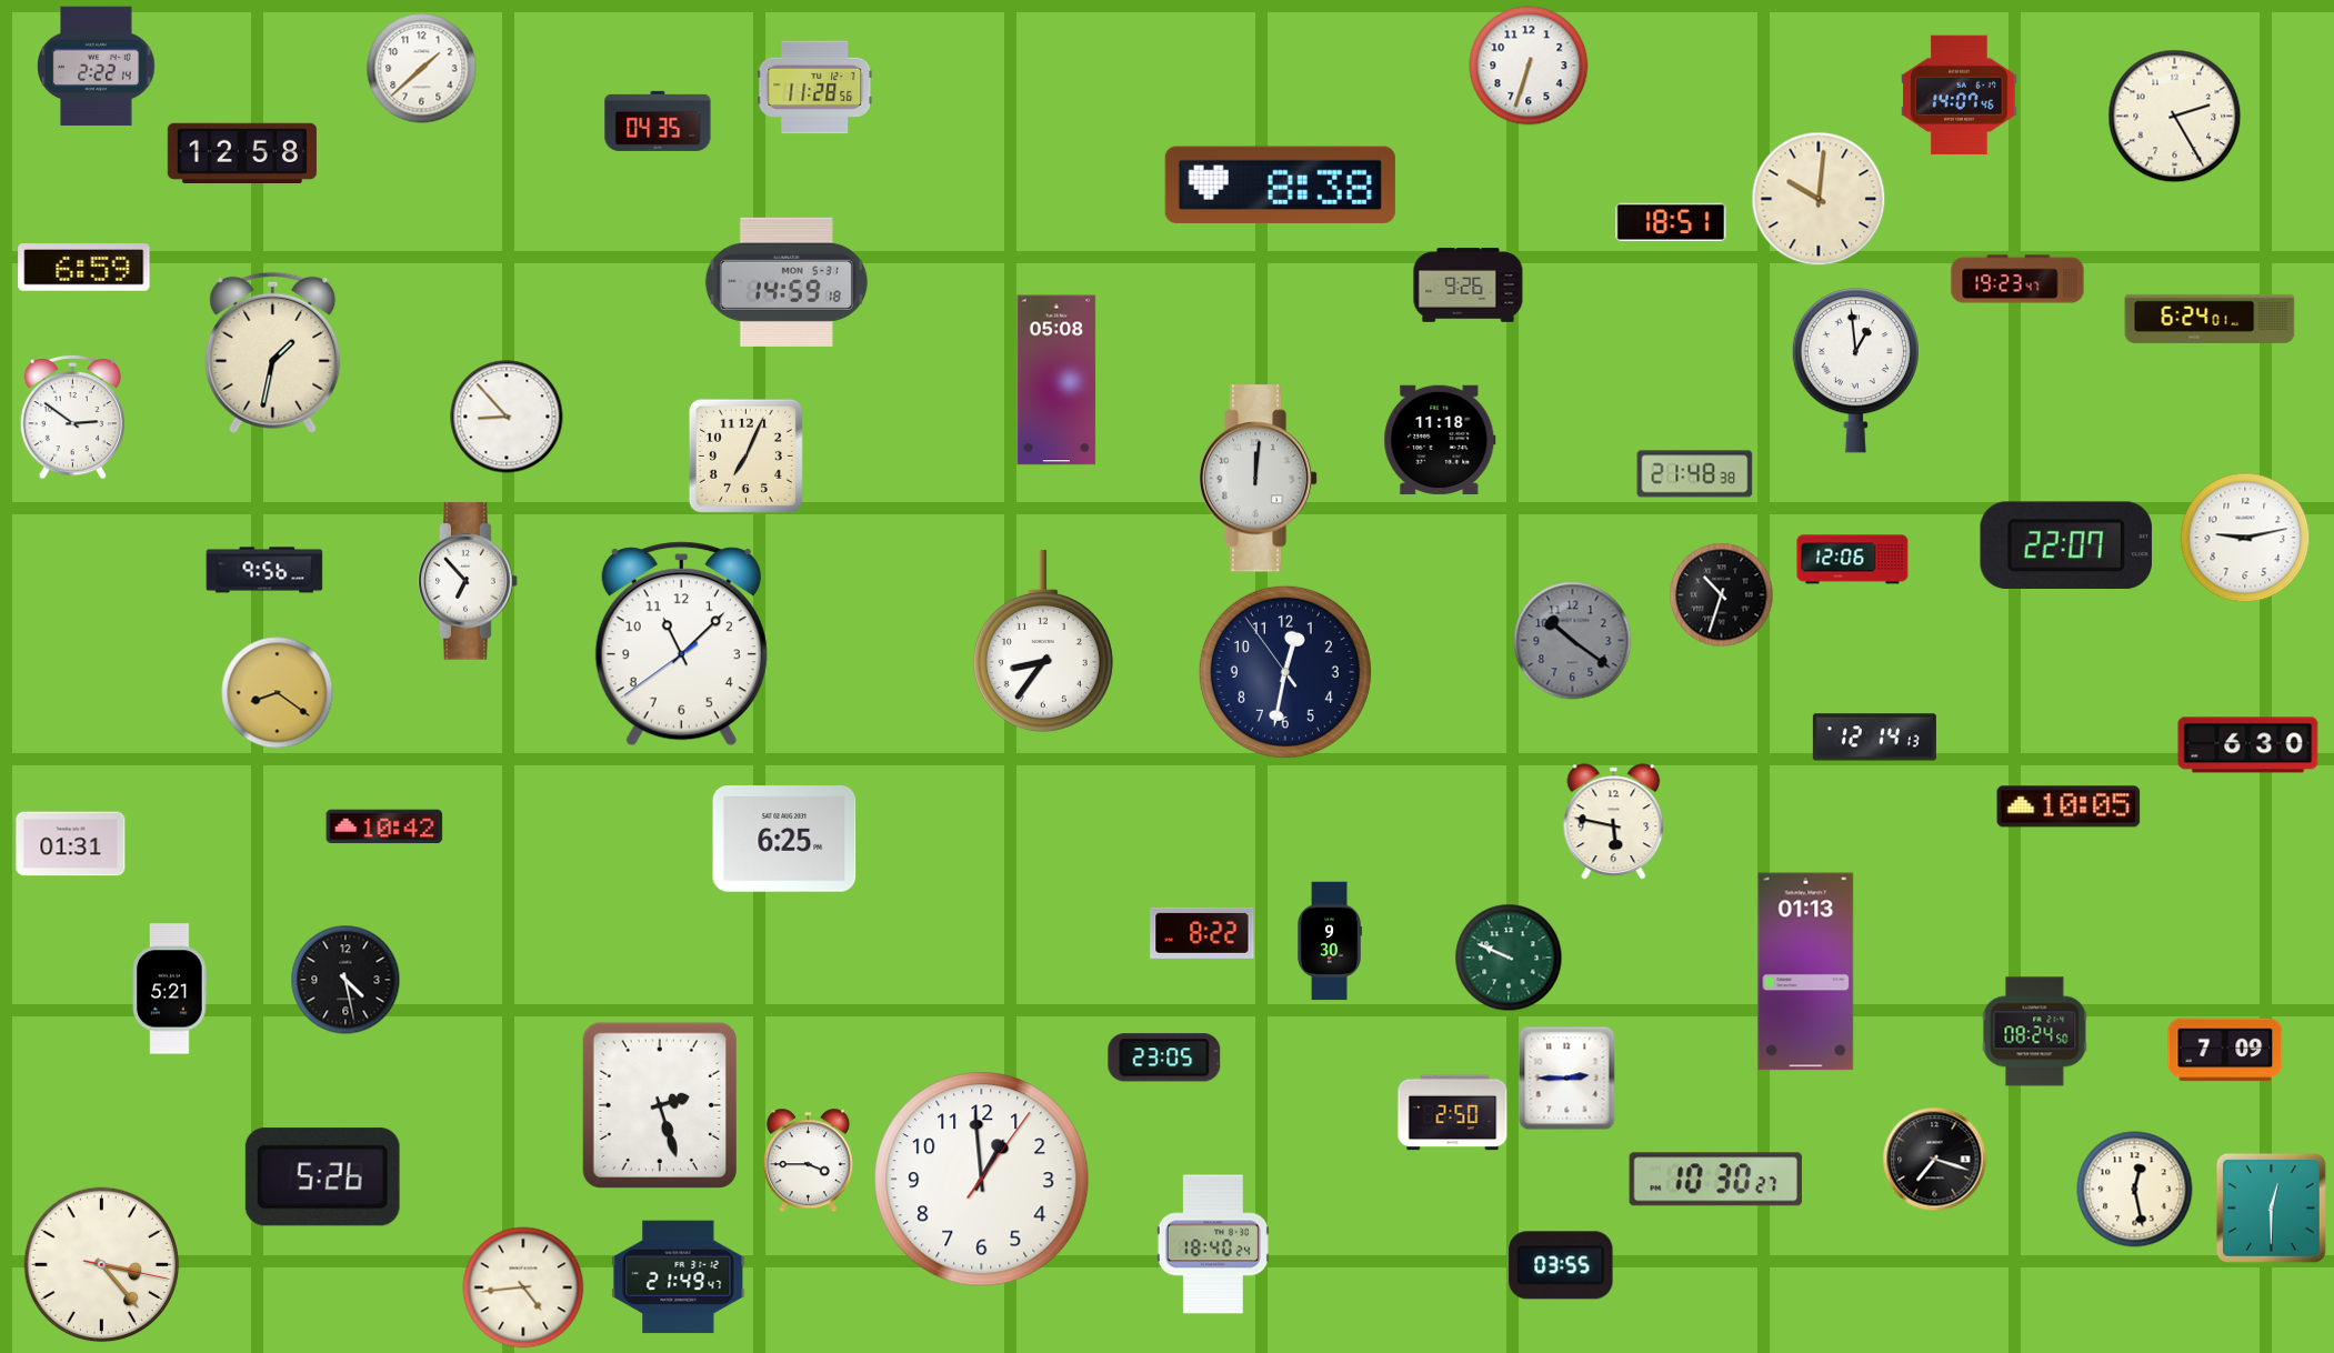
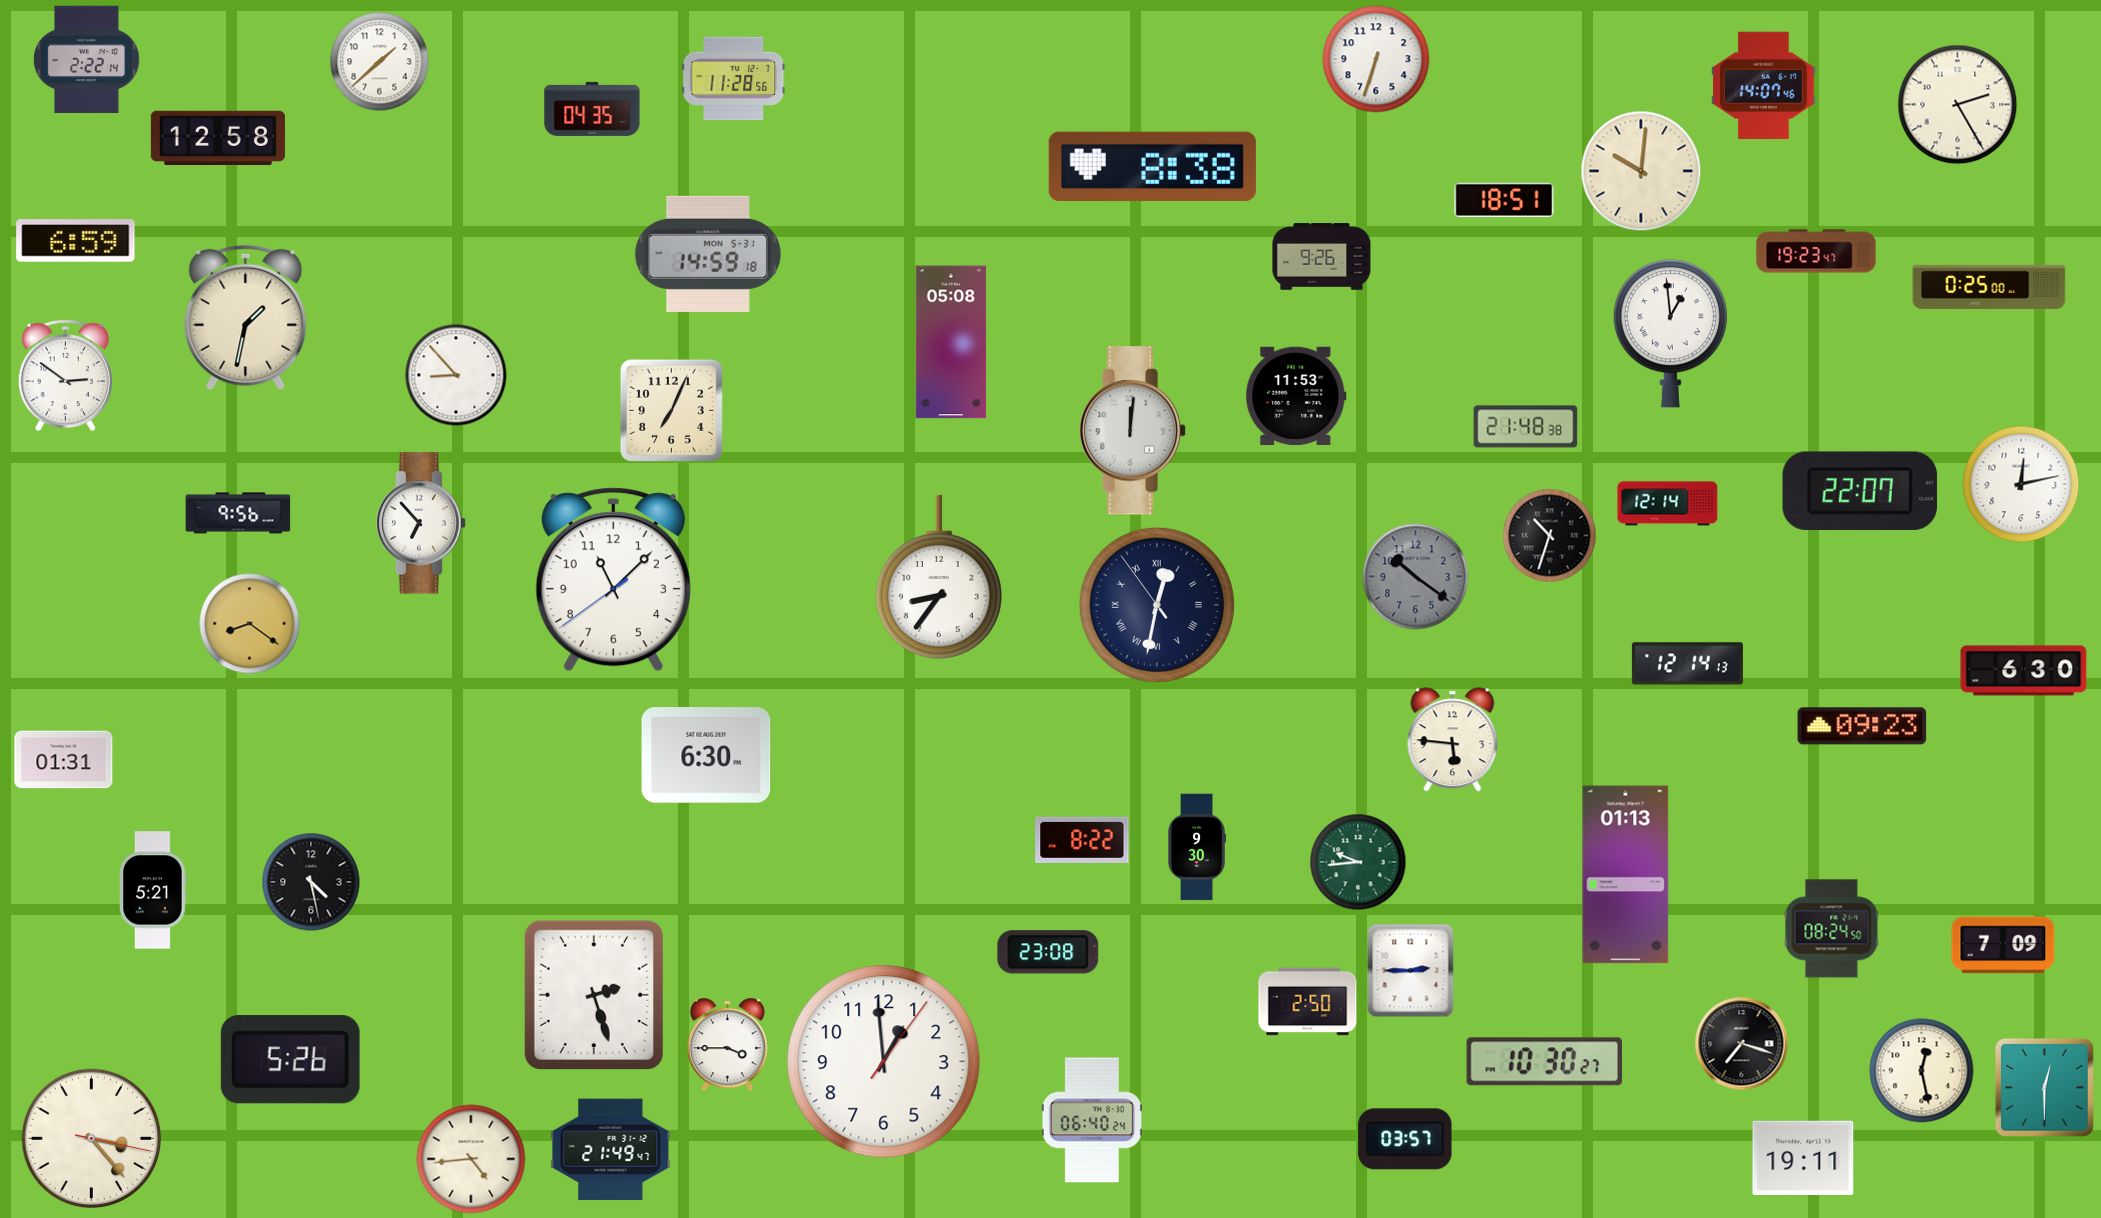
clock at (1819, 199) position: (1819, 199) -> (1641, 171)
clock at (2210, 319): 6:24 -> 0:25
clock at (1440, 440): 11:18 -> 11:53
clock at (2245, 538): 9:13 -> 12:13
clock at (1853, 560): 12:06 -> 12:14
clock at (1285, 672) numerals: Arabic -> Roman
clock at (2068, 806): 10:05 -> 09:23
clock at (1614, 822): 5:47 -> 5:46
clock at (384, 826): 10:42 -> none
clock at (784, 839): 6:25 -> 6:30
clock at (1509, 958): 9:49 -> 9:44
clock at (1164, 1058): 23:05 -> 23:08
clock at (1213, 1244): 18:40 -> 06:40
clock at (1561, 1265): 03:55 -> 03:57
clock at (1803, 1157): none -> 19:11
